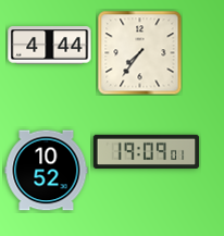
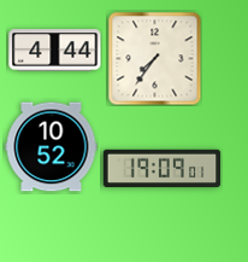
clock at (47, 171) position: (47, 171) -> (52, 147)
